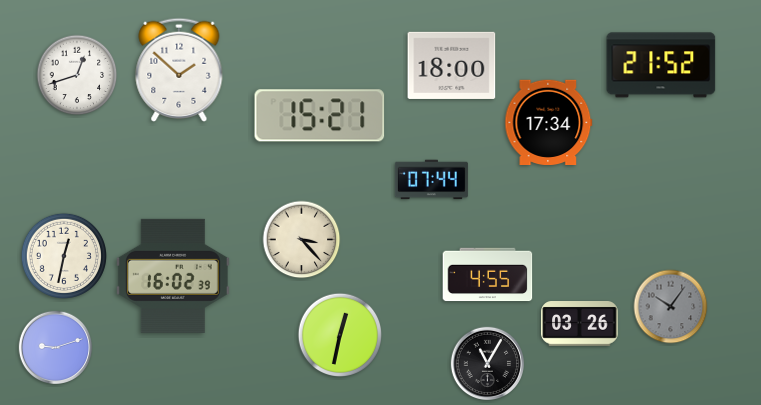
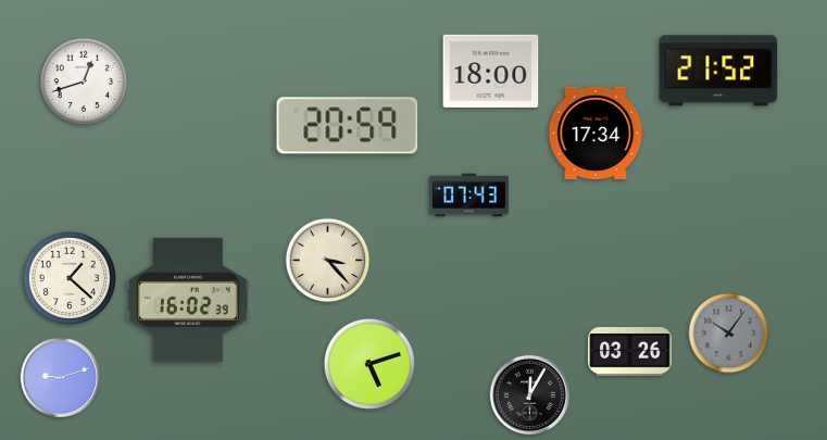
clock at (179, 70): 1:52 -> none
clock at (320, 116): 15:21 -> 20:59
clock at (431, 180): 07:44 -> 07:43
clock at (64, 256): 12:32 -> 1:22
clock at (488, 275): 4:55 -> none
clock at (339, 334): 12:32 -> 5:12
clock at (487, 363): 11:05 -> 12:05
